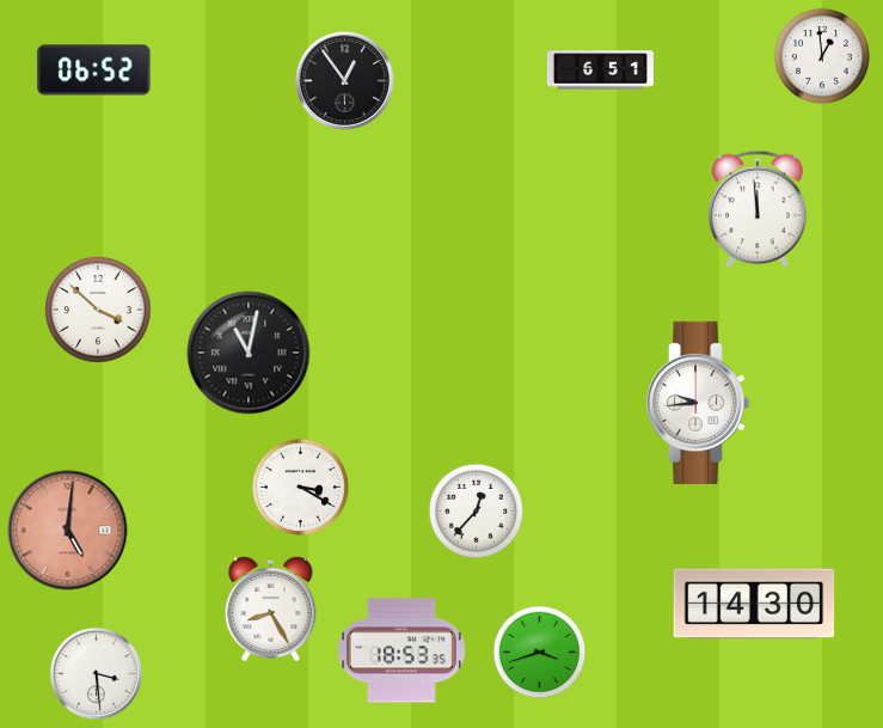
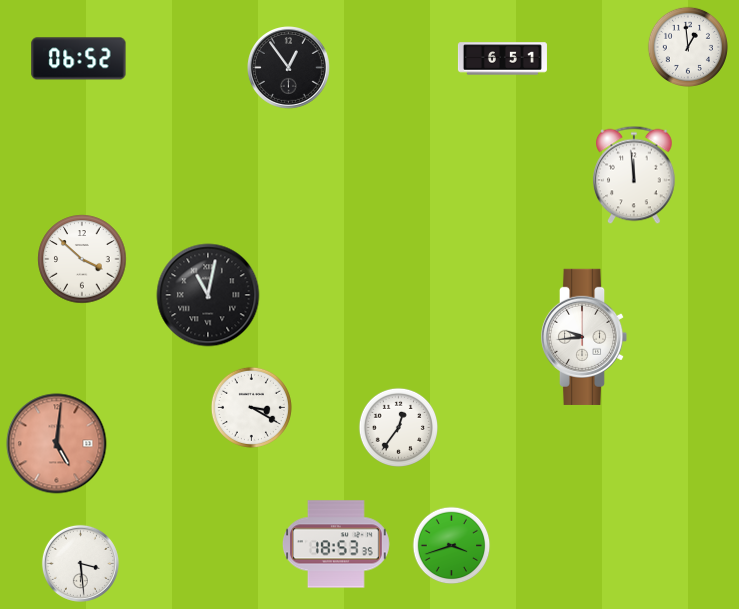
clock at (476, 510): 12:37 -> 12:36
clock at (754, 604): 14:30 -> none
clock at (271, 607): 8:25 -> none
